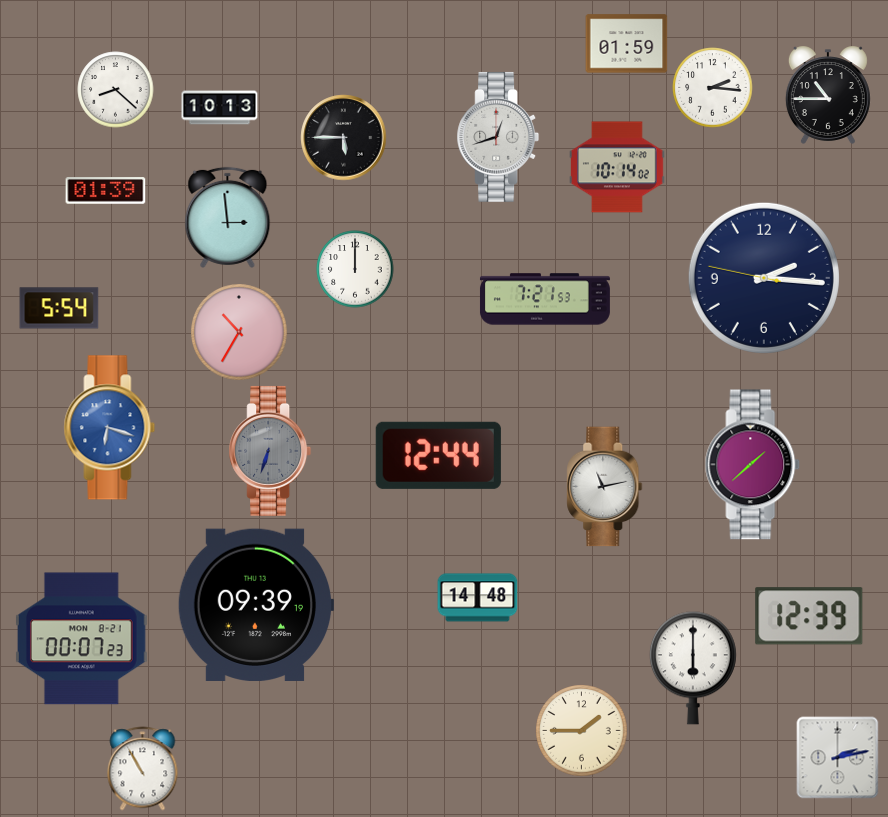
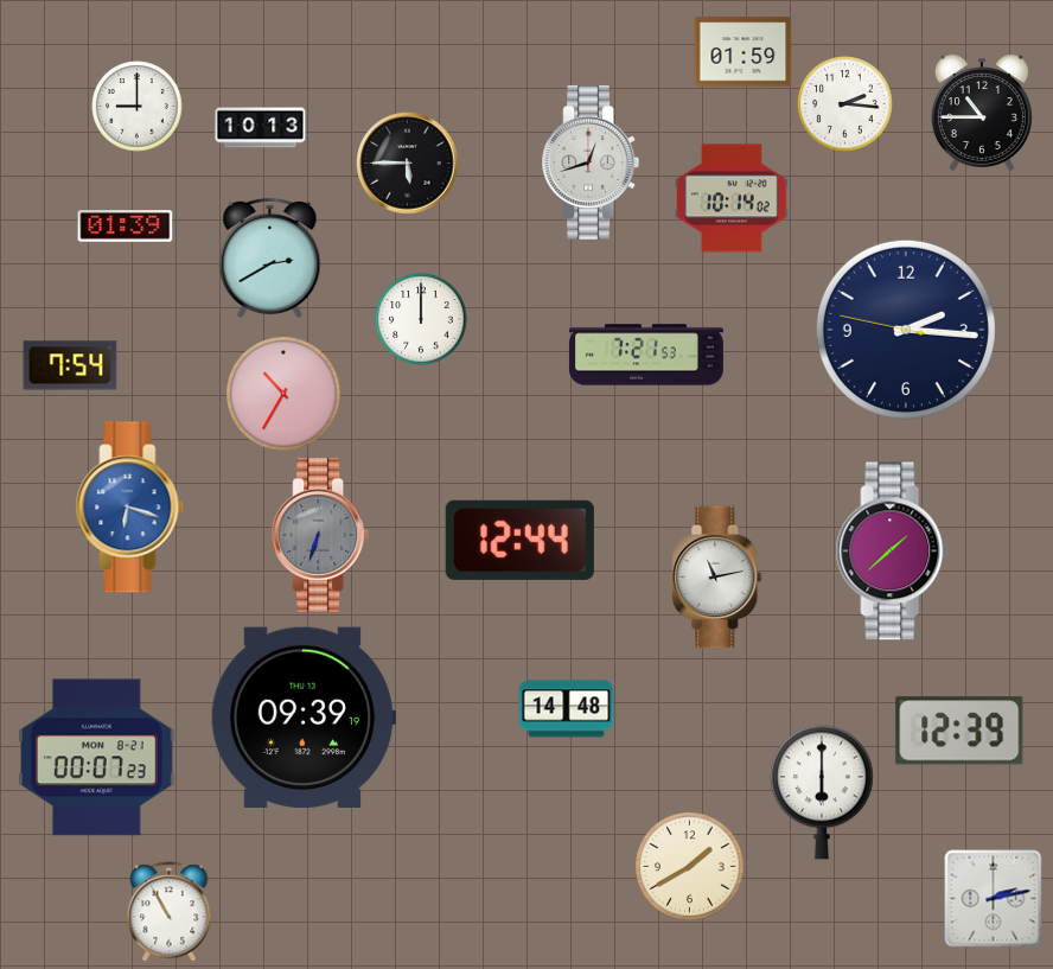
clock at (116, 90): 8:22 -> 9:00
clock at (228, 217): 2:59 -> 2:40
clock at (59, 308): 5:54 -> 7:54
clock at (582, 731): 1:45 -> 1:40
